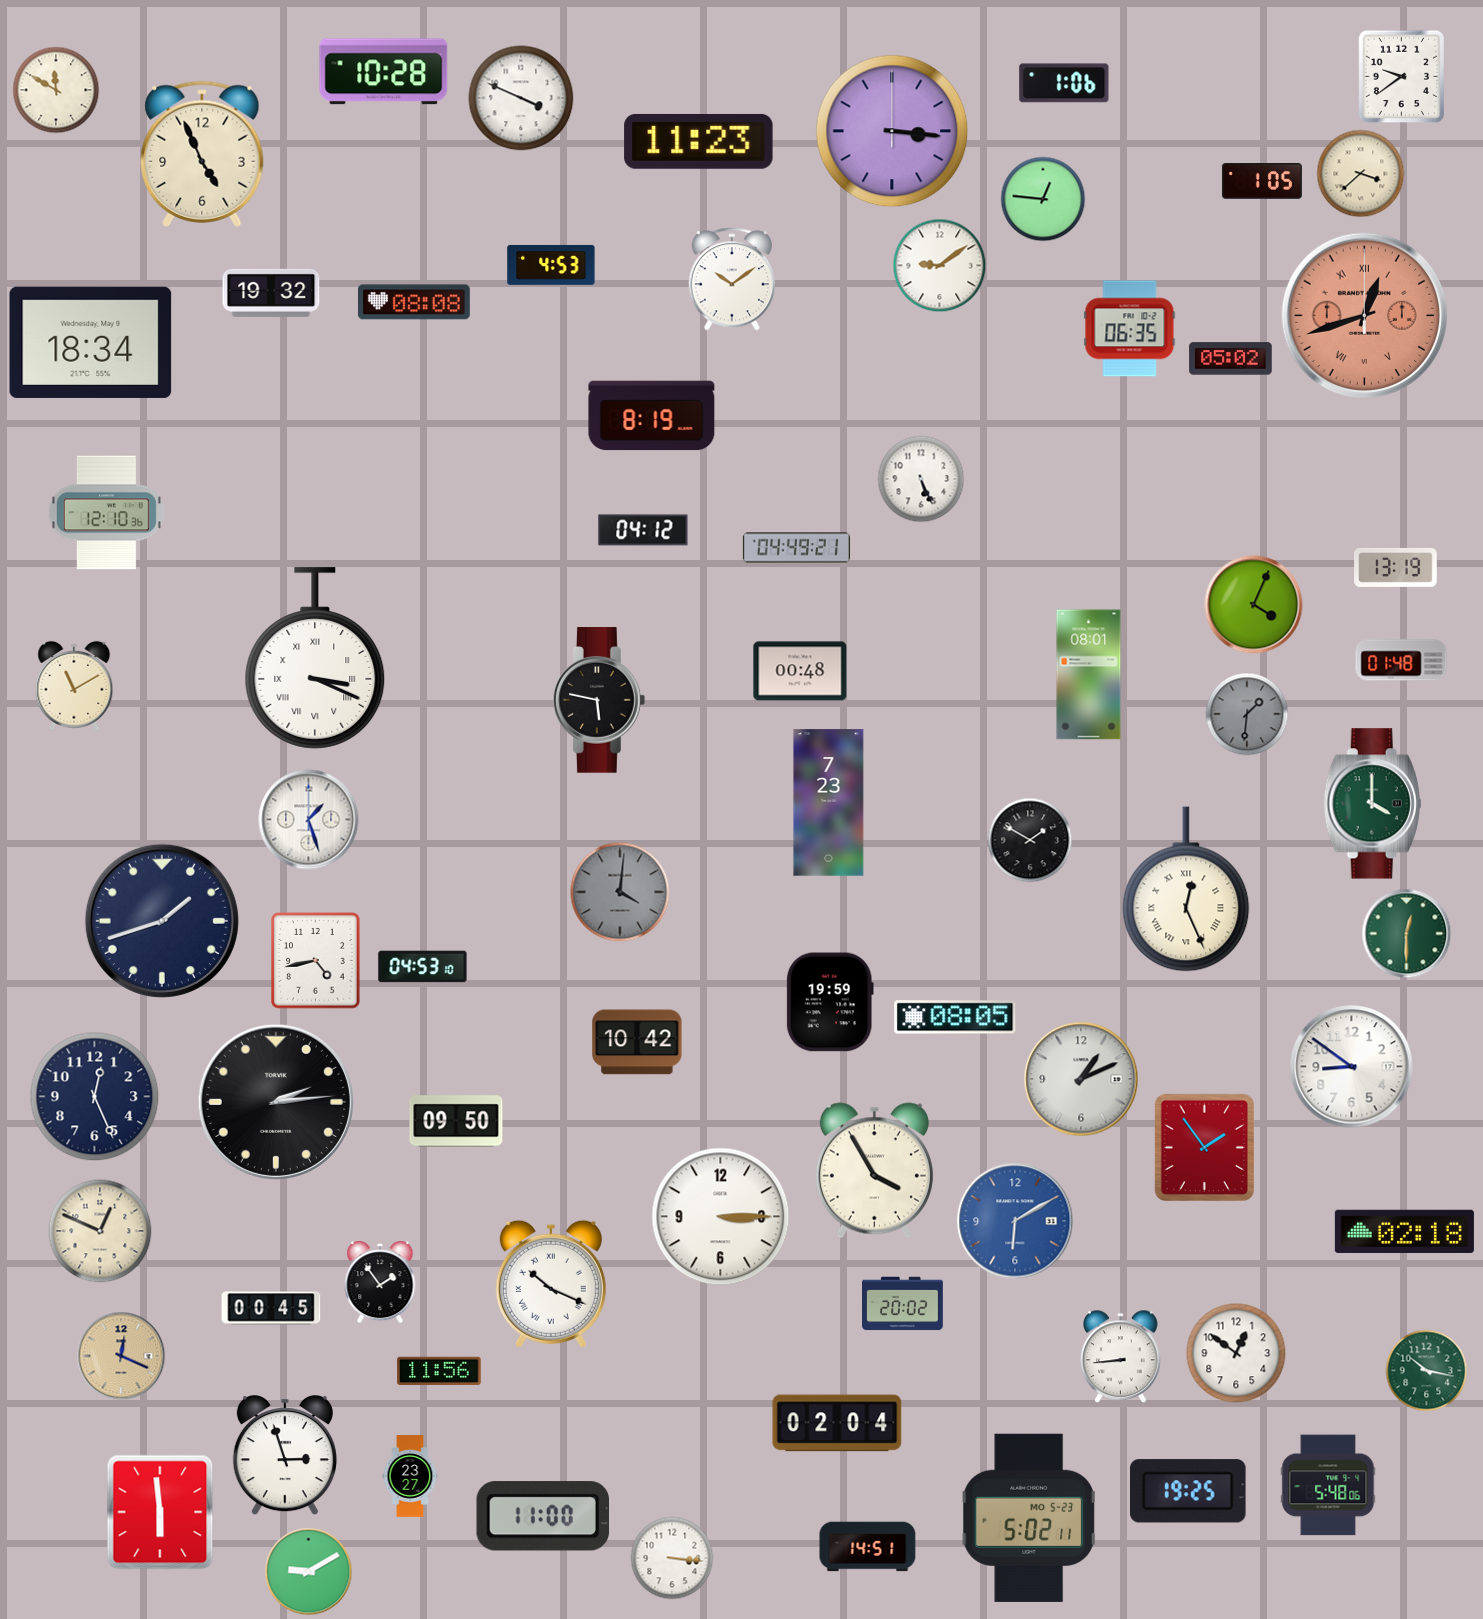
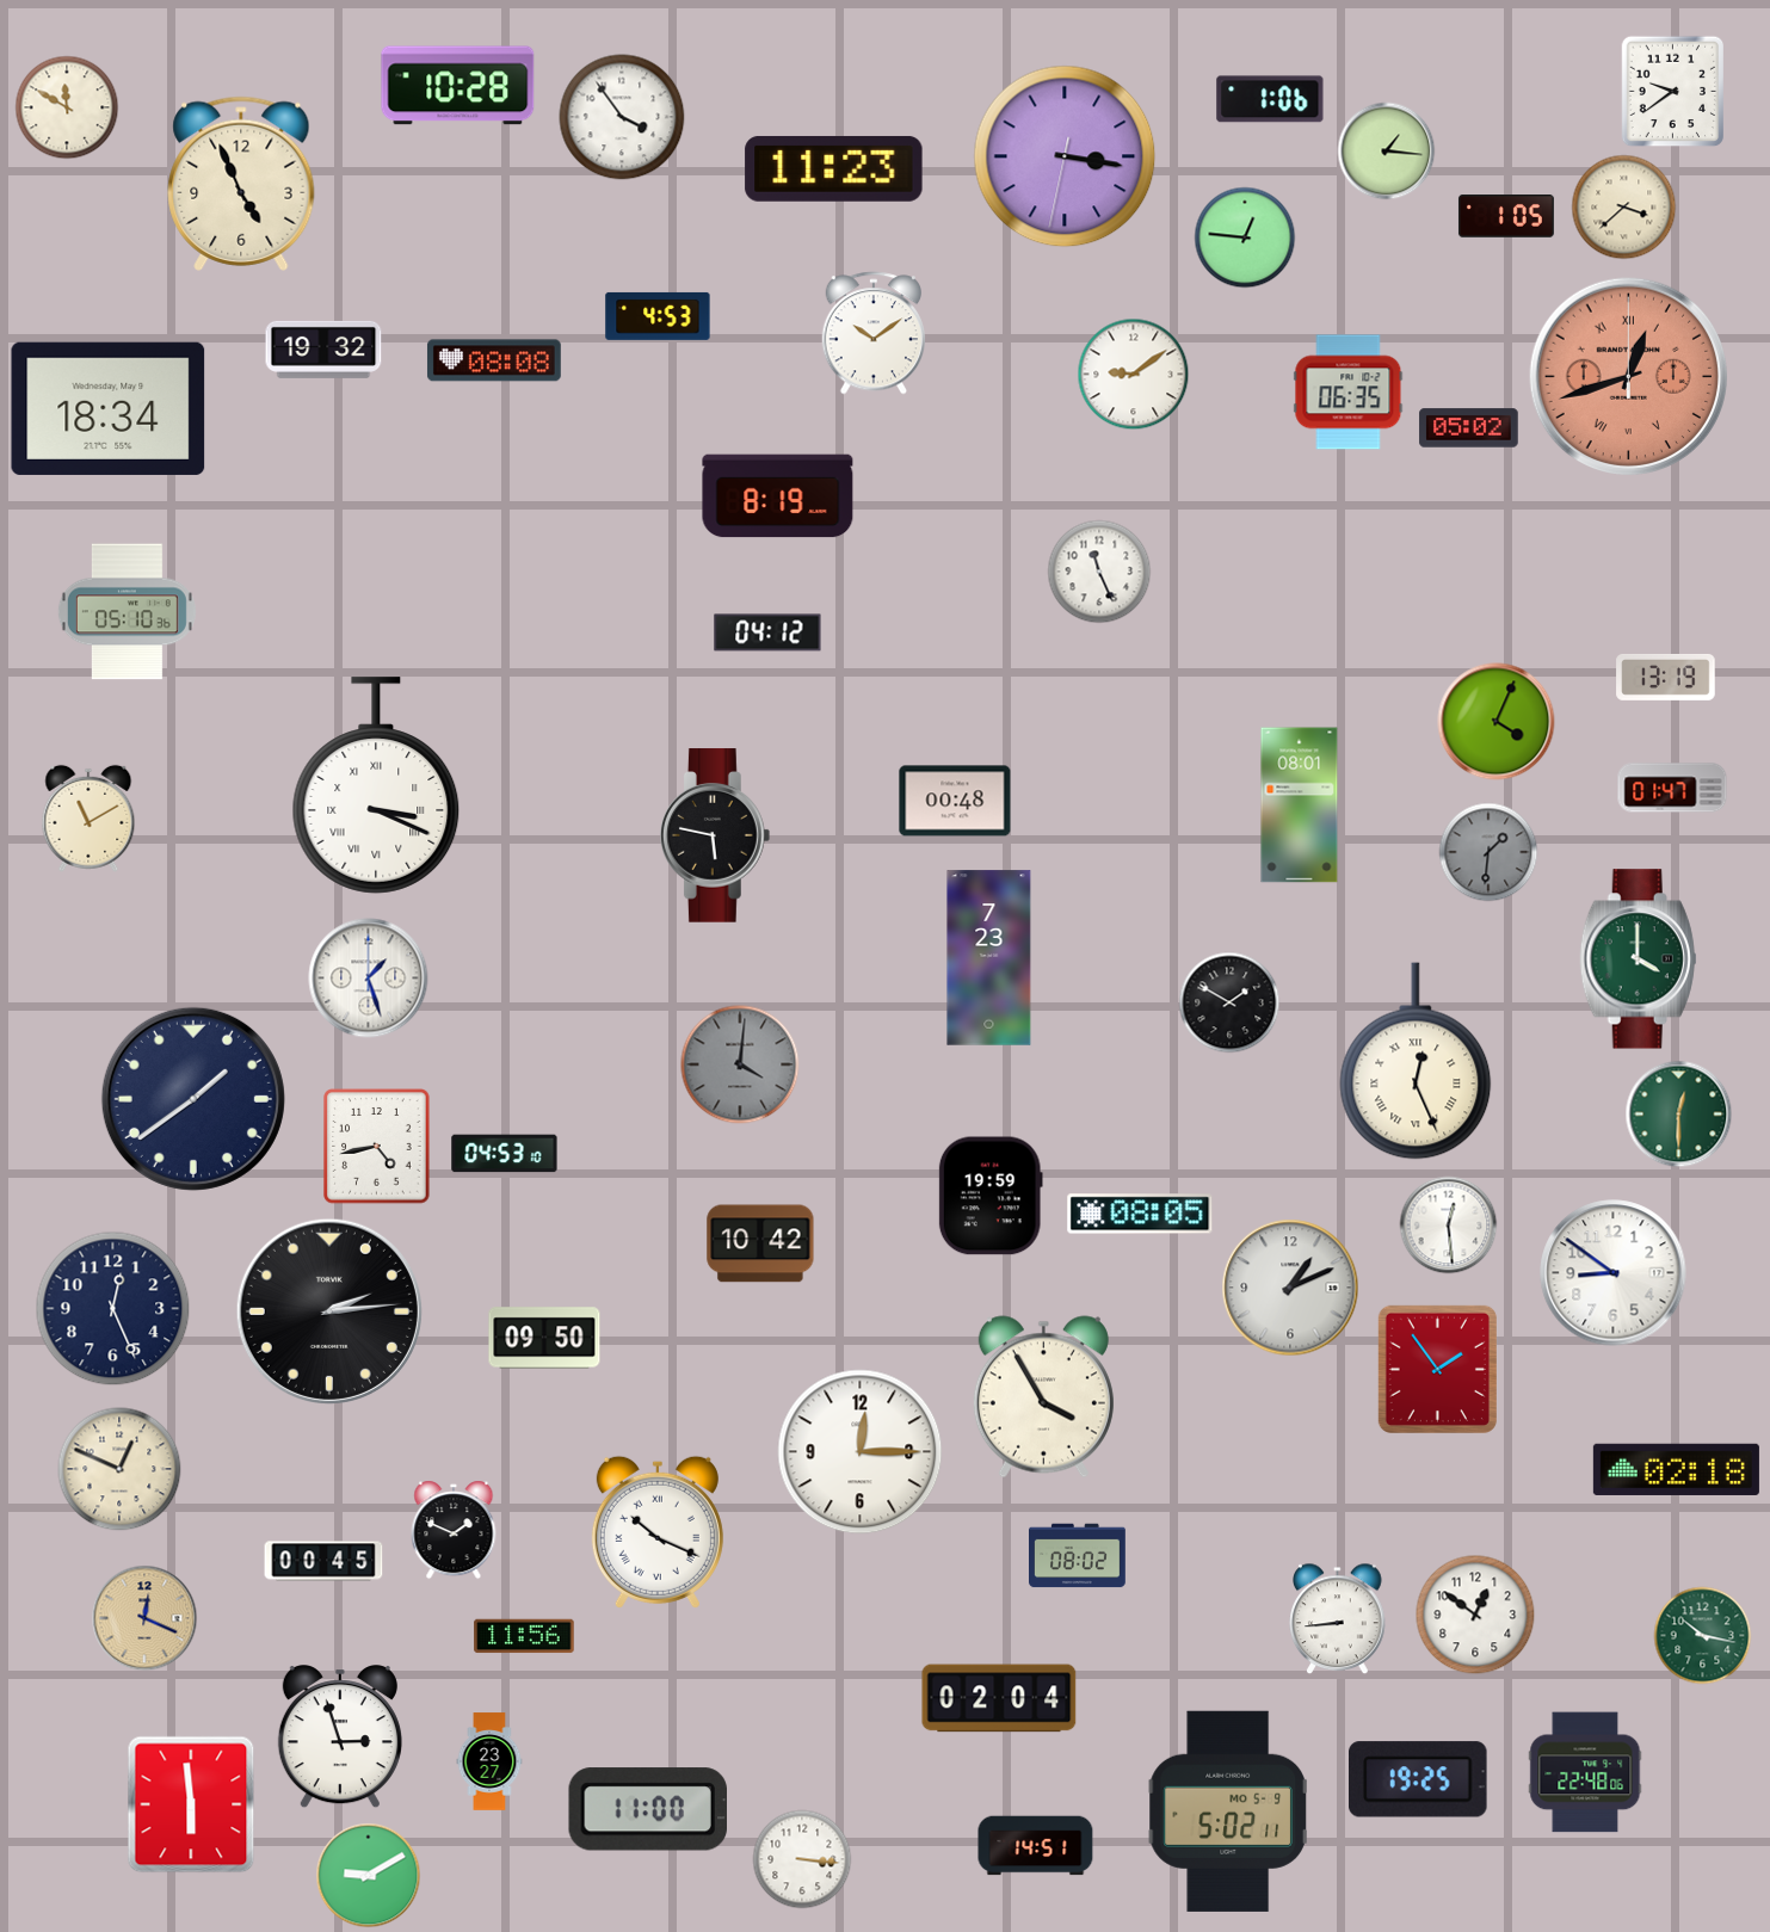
clock at (521, 98): 3:49 -> 3:54
clock at (1387, 152): none -> 1:16
clock at (892, 131): 3:16:00 -> 3:16:32
clock at (940, 266) position: (940, 266) -> (1134, 375)
clock at (921, 479): 5:26 -> 11:26
clock at (106, 513): 12:10 -> 05:10
clock at (796, 548): 04:49 -> none
clock at (1401, 660): 01:48 -> 01:47
clock at (162, 921): 1:42 -> 1:39
clock at (1449, 1226): none -> 12:29
clock at (276, 1102) position: (276, 1102) -> (329, 1311)
clock at (721, 1217): 3:15 -> 12:15
clock at (1015, 1221): 6:10 -> none
clock at (380, 1282): 1:54 -> 1:49
clock at (903, 1304): 20:02 -> 08:02
clock at (1328, 1485): 5:48 -> 22:48
clock at (1029, 1518) date: MO 5-23 -> MO 5-9
